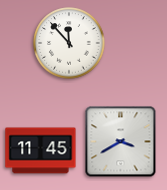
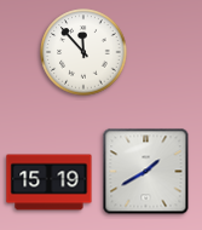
clock at (121, 142): 3:40 -> 1:40
clock at (41, 151): 11:45 -> 15:19
